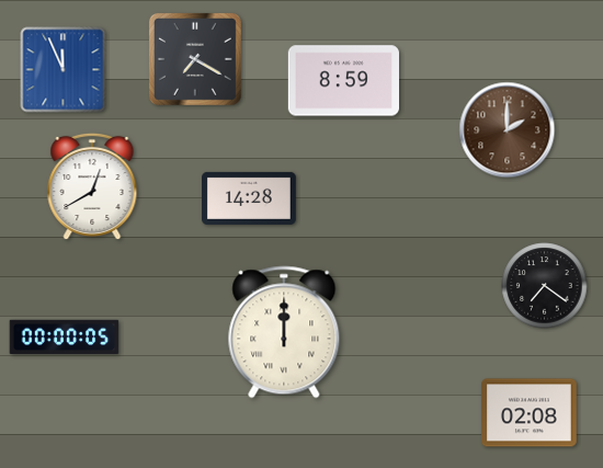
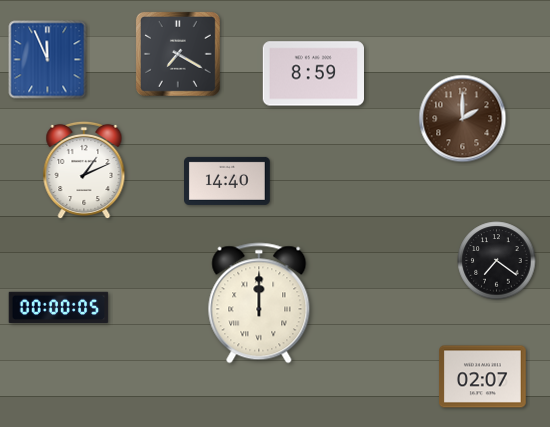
clock at (64, 70) position: (64, 70) -> (48, 60)
clock at (92, 186): 12:40 -> 1:11
clock at (250, 198): 14:28 -> 14:40
clock at (530, 413): 02:08 -> 02:07
